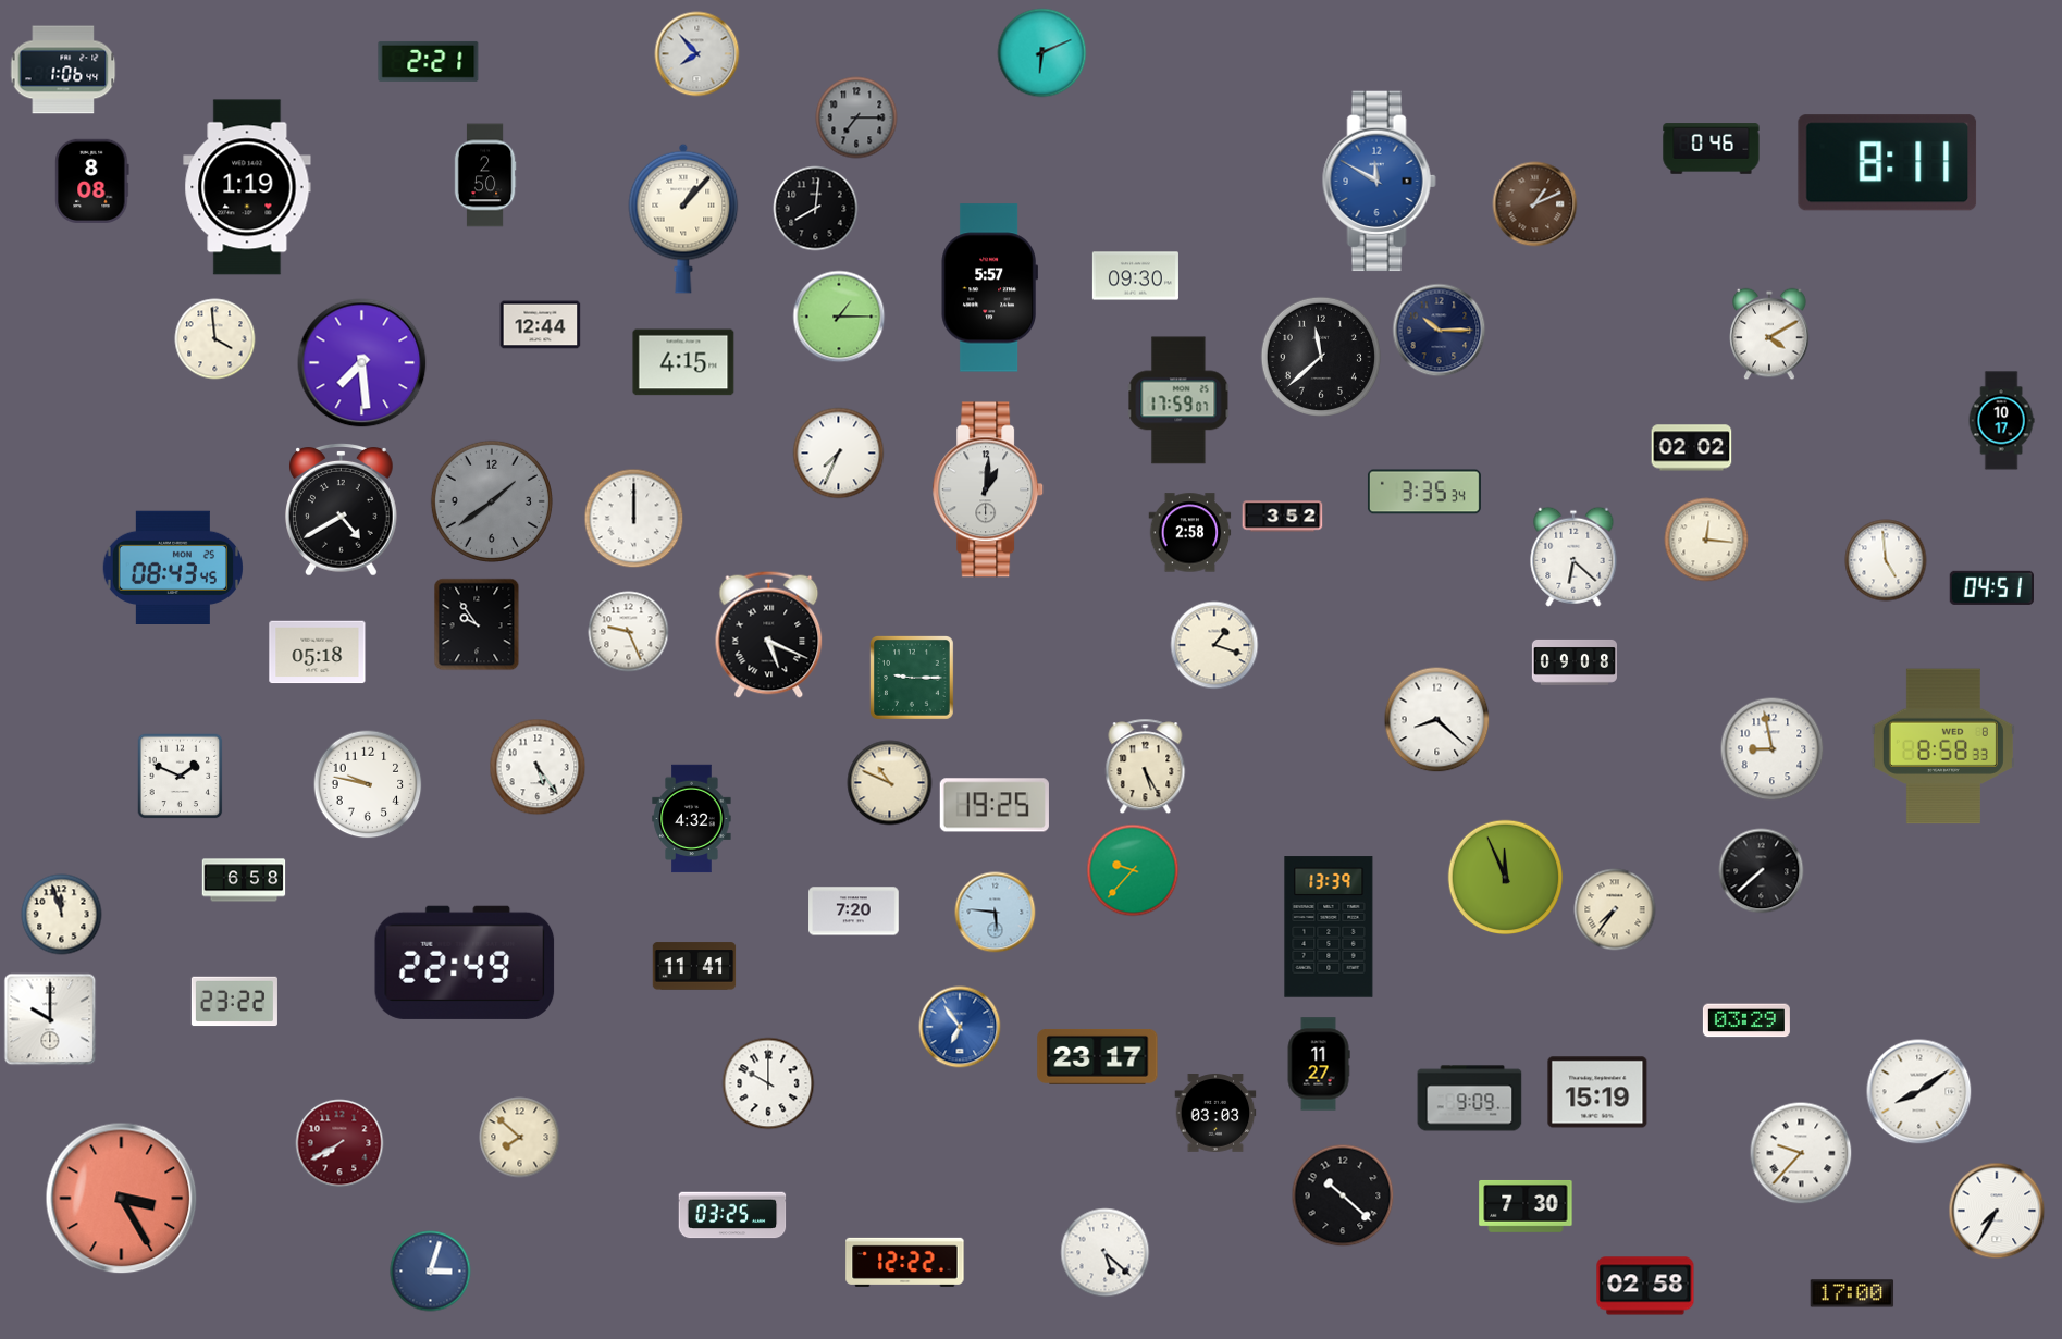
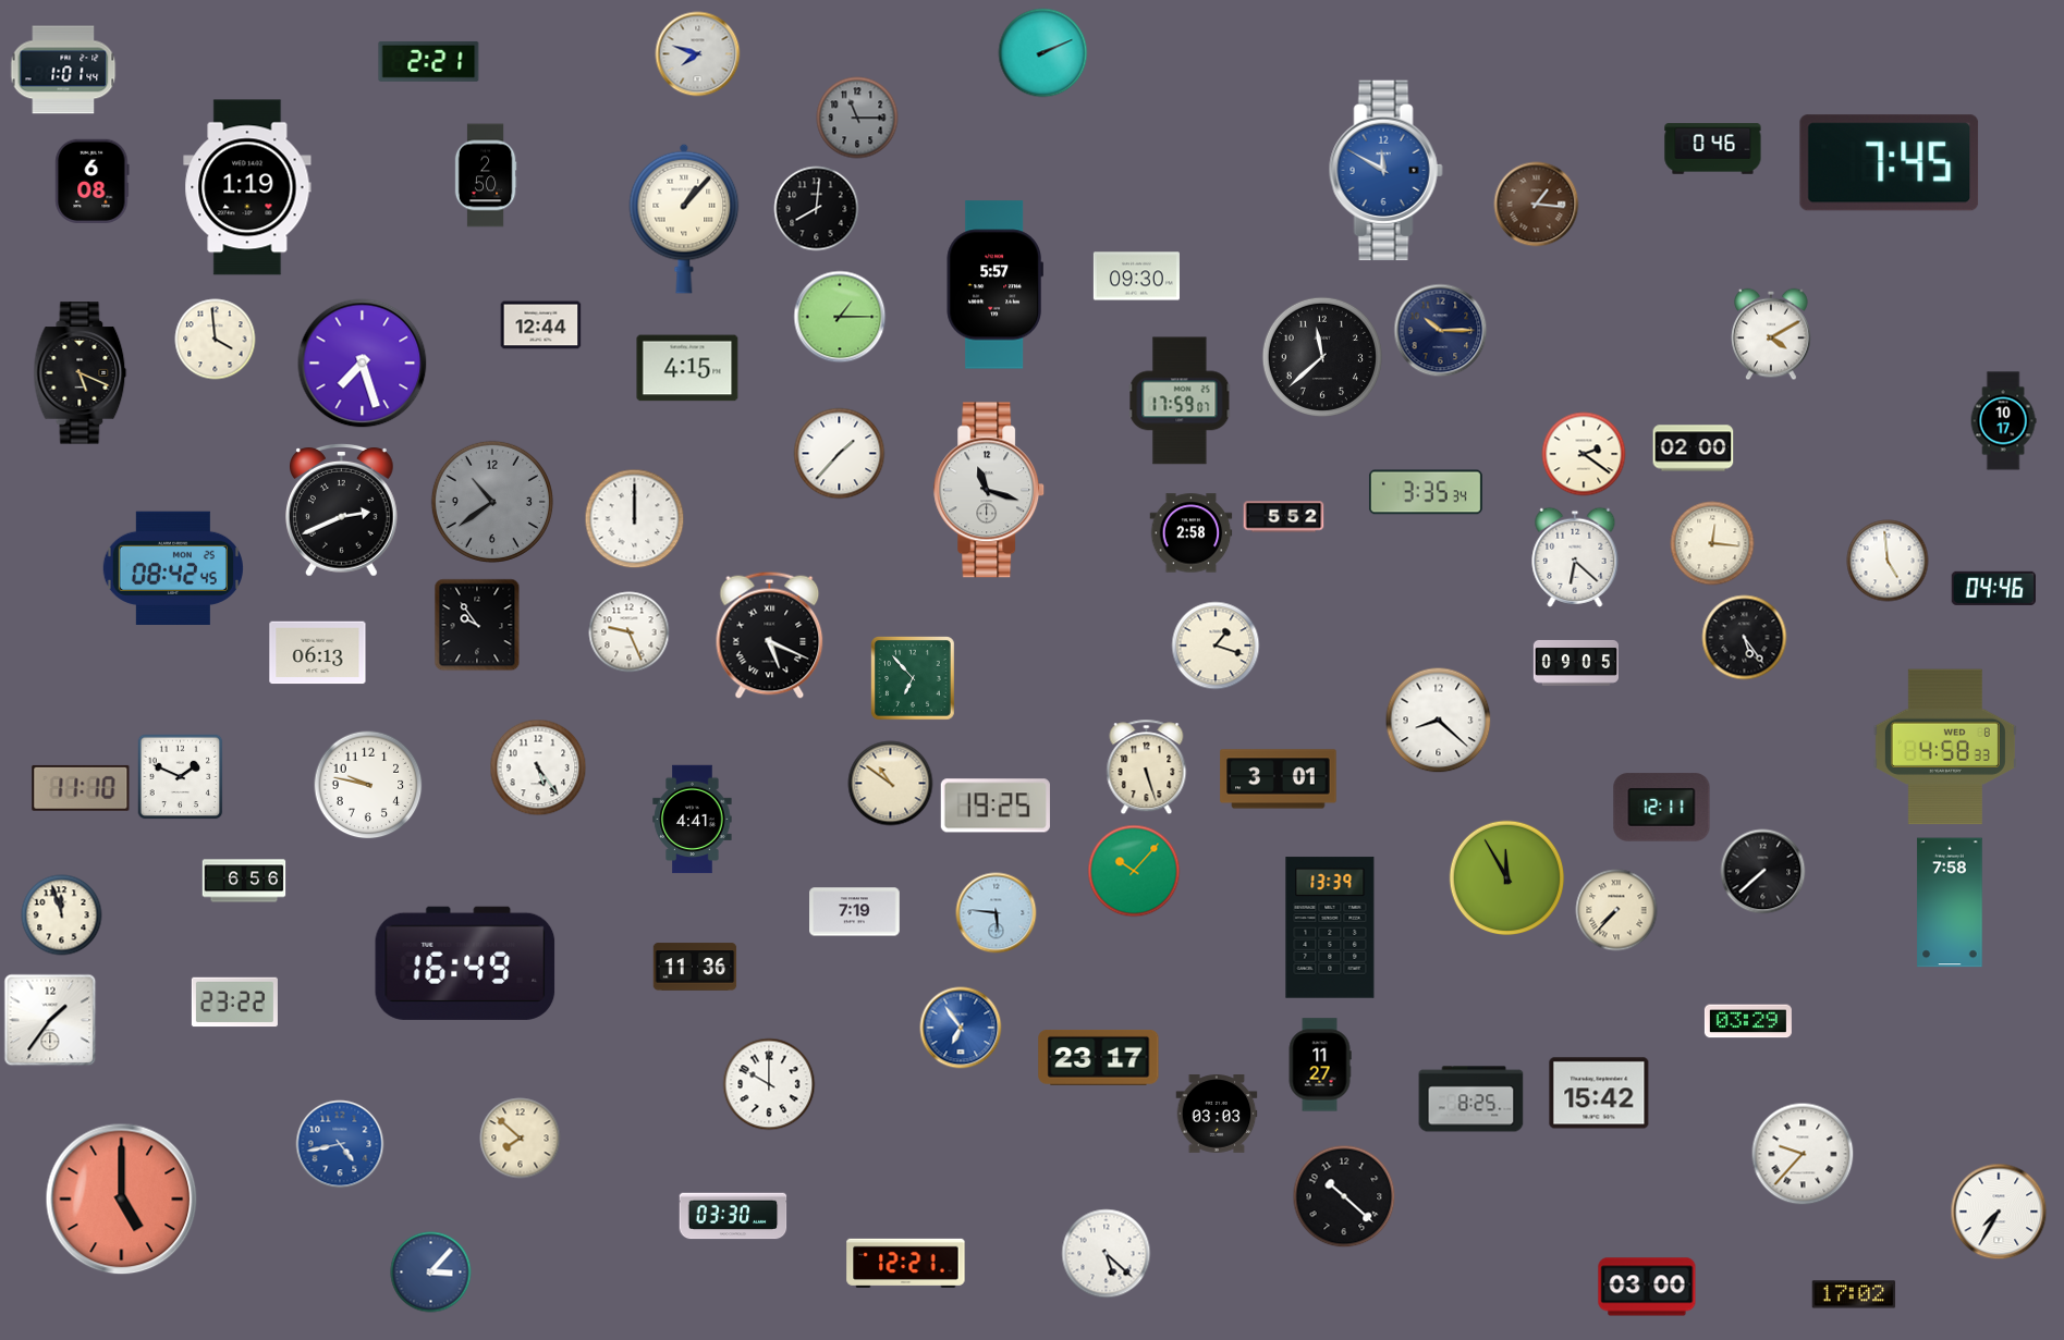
clock at (1042, 53): 6:11 -> 2:11
clock at (697, 54): 7:53 -> 7:48
clock at (63, 70): 1:06 -> 1:01
clock at (856, 117): 7:15 -> 11:15
clock at (1888, 163): 8:11 -> 7:45
clock at (92, 181): 8:08 -> 6:08
clock at (1379, 182) position: (1379, 182) -> (1385, 171)
clock at (1535, 204): 1:11 -> 1:16
clock at (989, 288) position: (989, 288) -> (994, 285)
clock at (683, 362) position: (683, 362) -> (687, 368)
clock at (362, 363): 7:29 -> 7:27
clock at (81, 373): none -> 5:19
clock at (1692, 448): 02:02 -> 02:00
clock at (839, 454): 7:34 -> 1:37
clock at (1584, 454): none -> 2:21
clock at (989, 489): 1:01 -> 11:18
clock at (492, 501): 1:39 -> 10:39
clock at (342, 510): 4:40 -> 2:41
clock at (1283, 517): 3:52 -> 5:52
clock at (1706, 540) position: (1706, 540) -> (1712, 543)
clock at (172, 567): 08:43 -> 08:42
clock at (1991, 587): 04:51 -> 04:46
clock at (1745, 638): none -> 5:24
clock at (318, 653): 05:18 -> 06:13
clock at (1573, 662): 09:08 -> 09:05
clock at (913, 679): 9:15 -> 6:53
clock at (1943, 746): 8:58 -> 4:58
clock at (1773, 749): 8:58 -> none
clock at (1146, 767): 5:25 -> 5:27
clock at (1279, 779): none -> 3:01
clock at (890, 783): 10:49 -> 10:51
clock at (81, 788): none -> 11:10
clock at (1662, 808): none -> 12:11
clock at (692, 819): 4:32 -> 4:41
clock at (1133, 870): 9:37 -> 10:07
clock at (1506, 878): 11:56 -> 11:55
clock at (244, 880): 6:58 -> 6:56
clock at (1950, 902): none -> 7:58
clock at (1615, 909): 7:36 -> 7:37
clock at (854, 912): 7:20 -> 7:19
clock at (465, 963): 22:49 -> 16:49
clock at (694, 966): 11:41 -> 11:36
clock at (50, 1019): 10:00 -> 1:36
clock at (1597, 1092): 15:19 -> 15:42
clock at (1919, 1092): 8:09 -> none
clock at (1470, 1099): 9:09 -> 8:25
clock at (339, 1143): 7:40 -> 4:43
clock at (339, 1143) dial: burgundy -> blue
clock at (122, 1199): 3:25 -> 5:00
clock at (1526, 1206): 7:30 -> none
clock at (732, 1215): 03:25 -> 03:30
clock at (905, 1262): 12:22 -> 12:21
clock at (431, 1272): 3:03 -> 3:07
clock at (1645, 1286): 02:58 -> 03:00
clock at (1852, 1293): 17:00 -> 17:02
